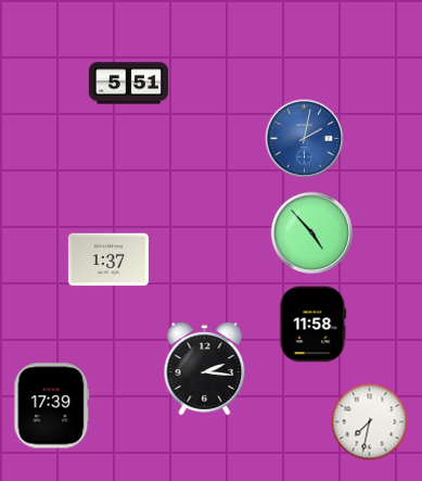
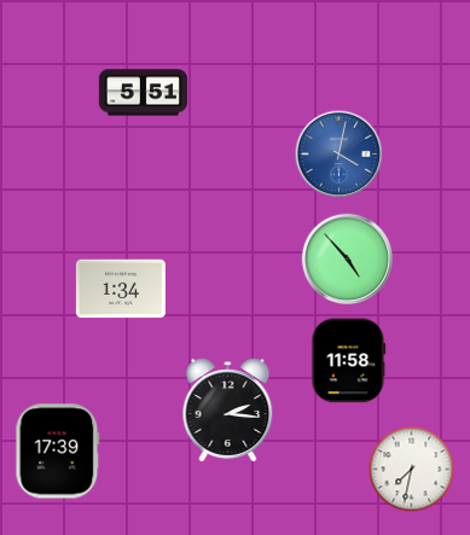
clock at (305, 139): 2:02 -> 4:02
clock at (108, 260): 1:37 -> 1:34
